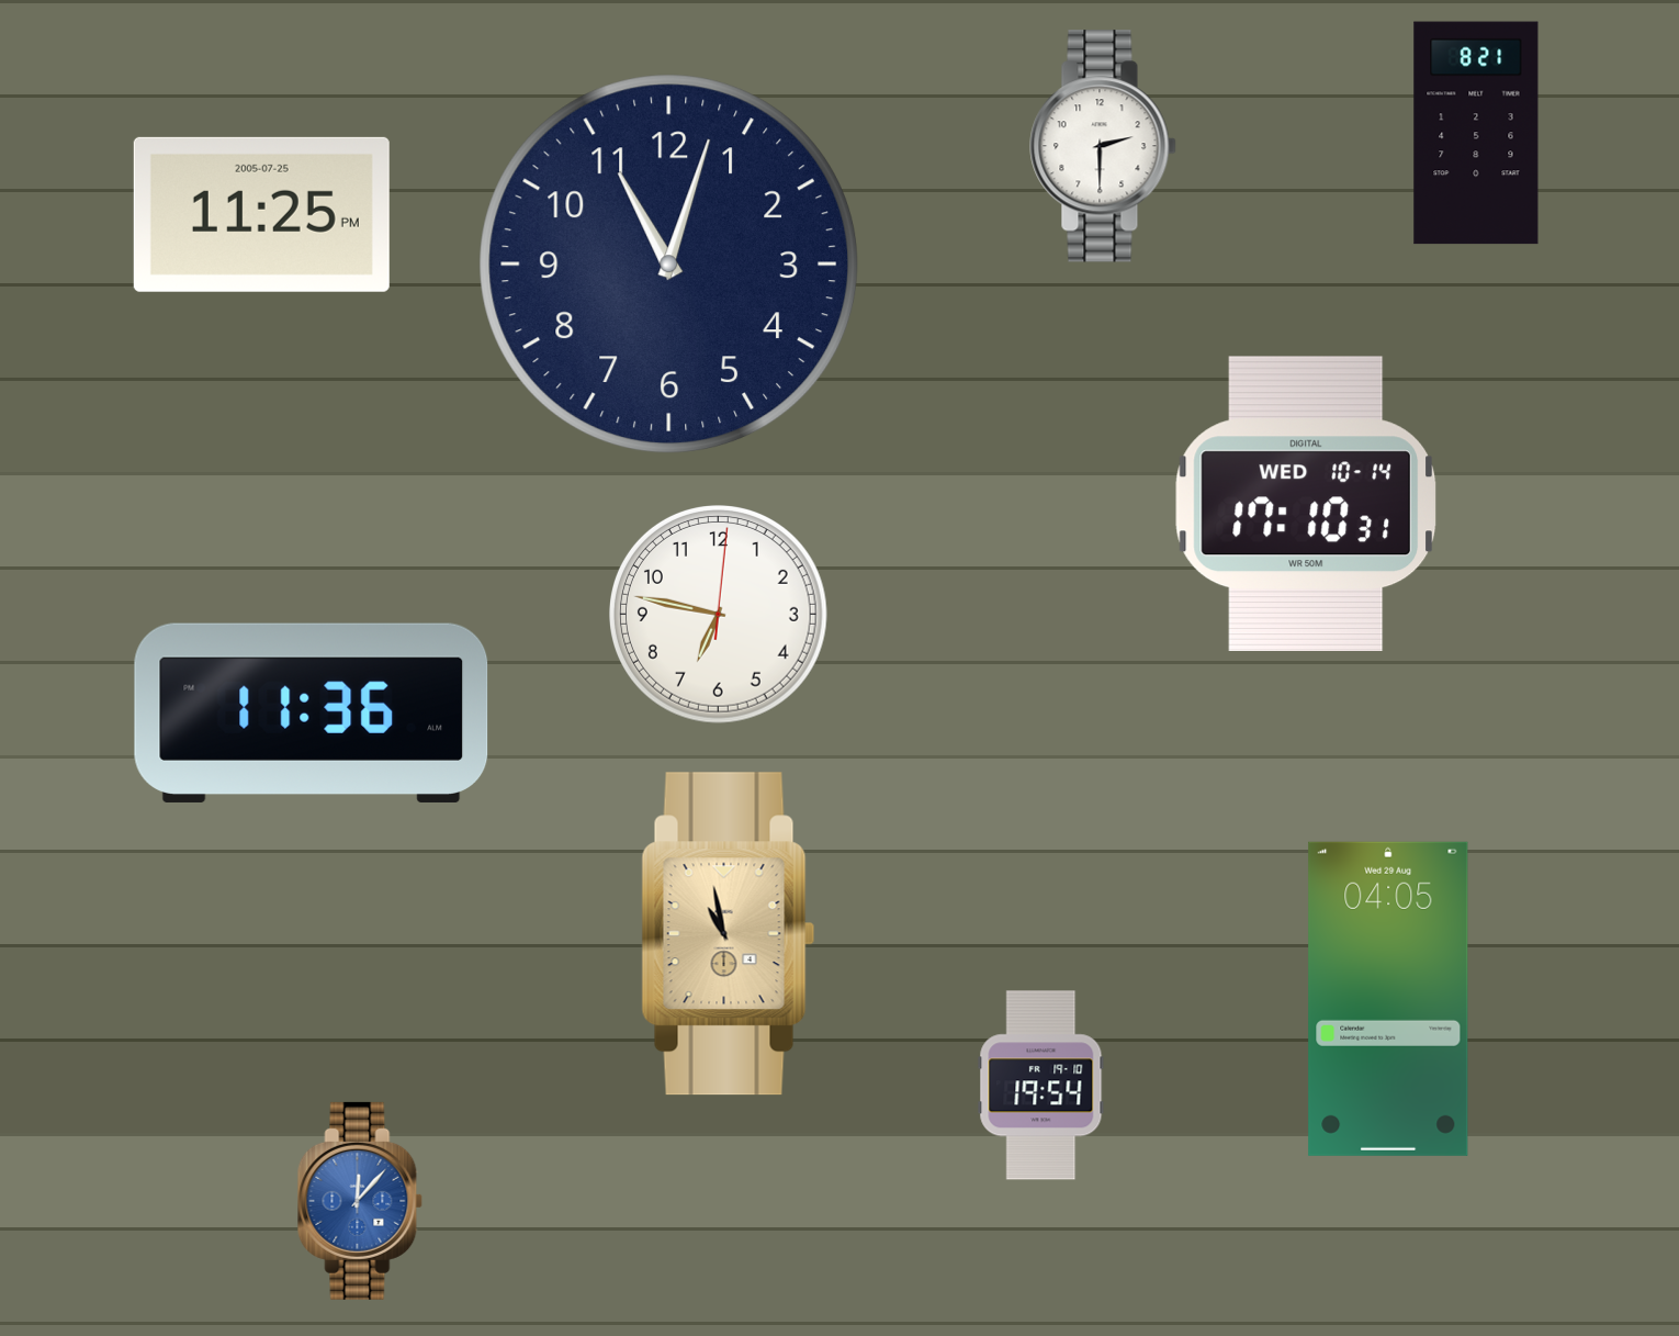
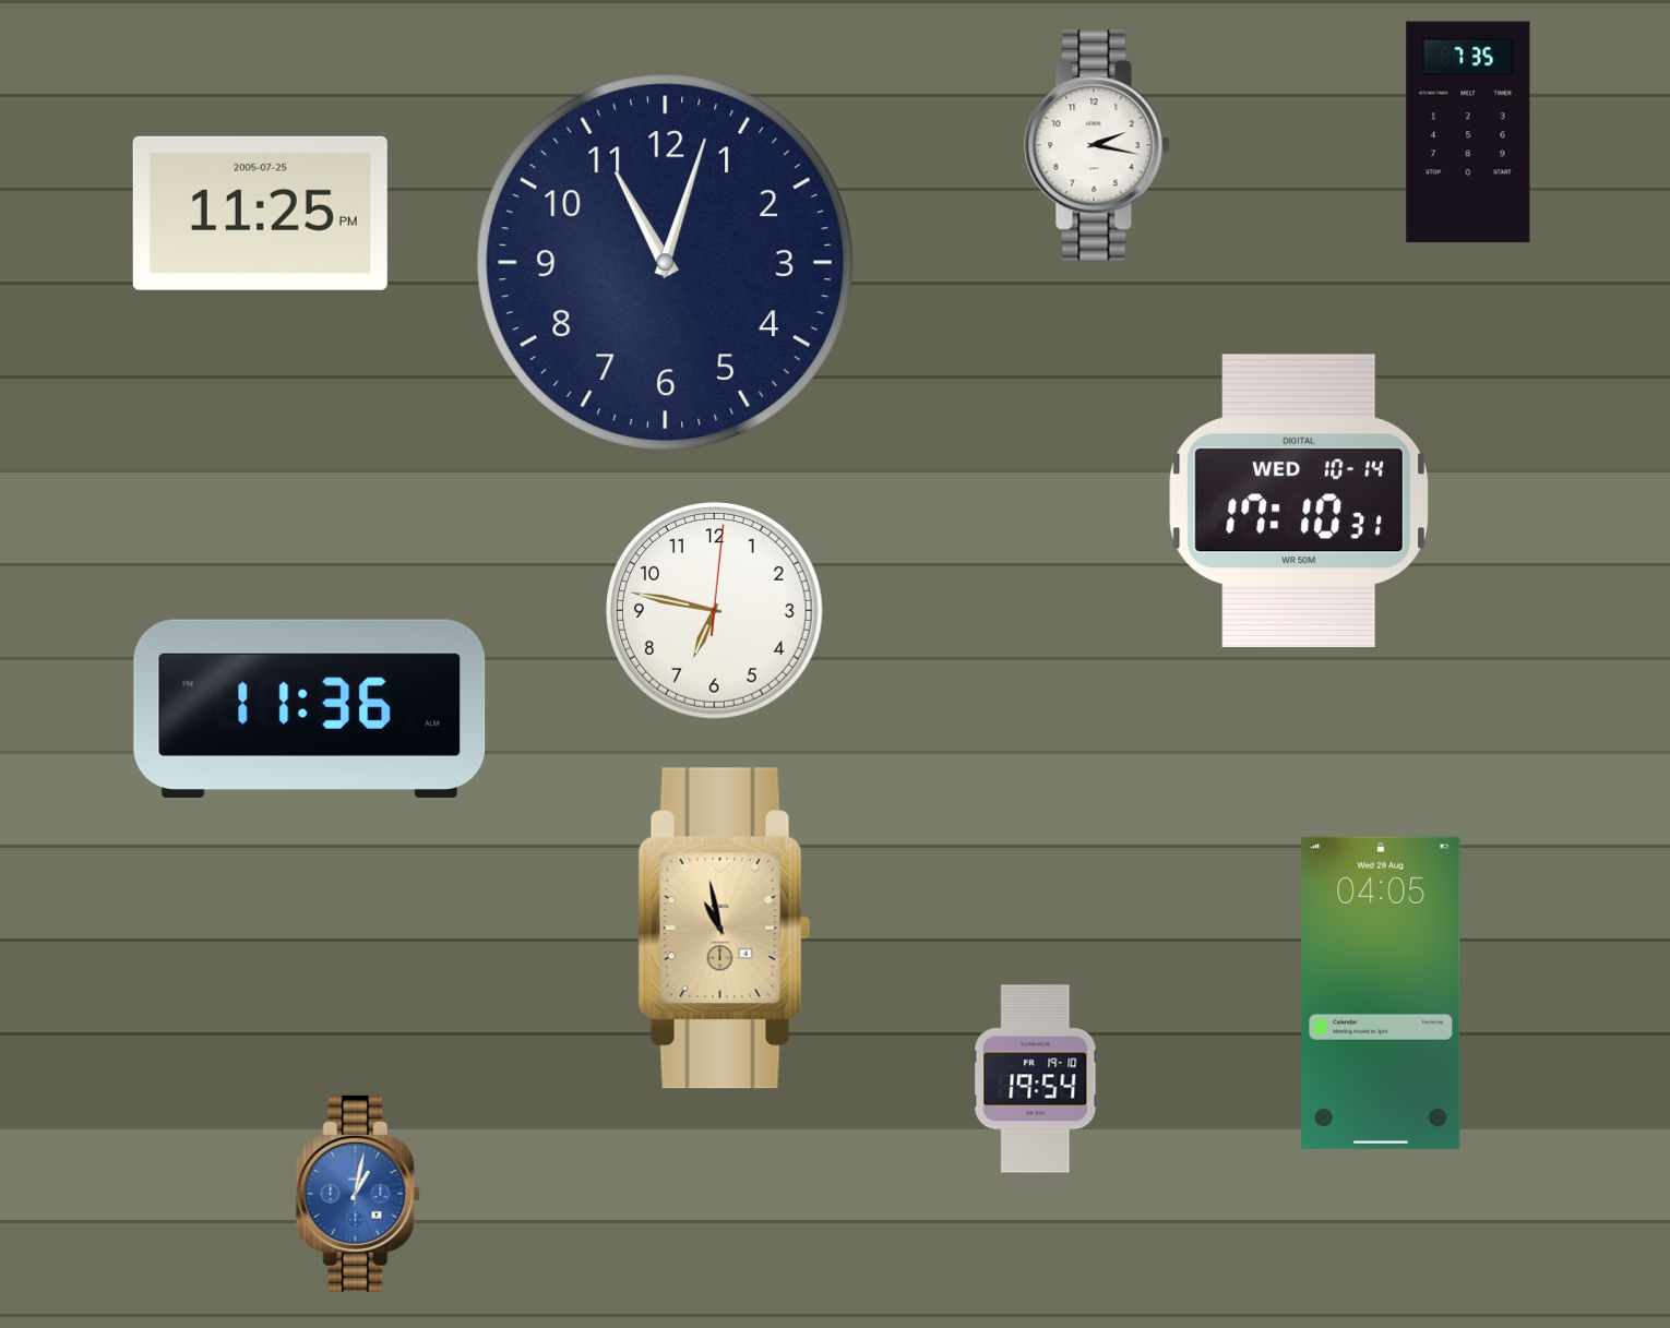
clock at (1476, 133): 8:21 -> 7:35
clock at (1103, 146): 2:30 -> 2:17
clock at (360, 1201): 12:07 -> 1:02
